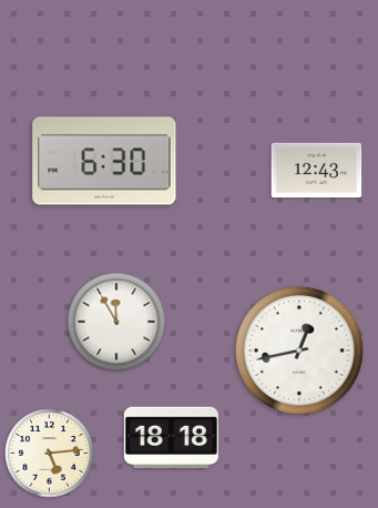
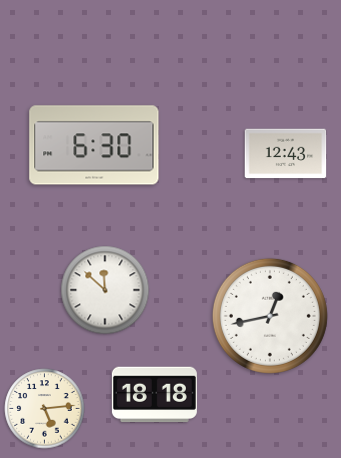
clock at (116, 322): 11:55 -> 11:52
